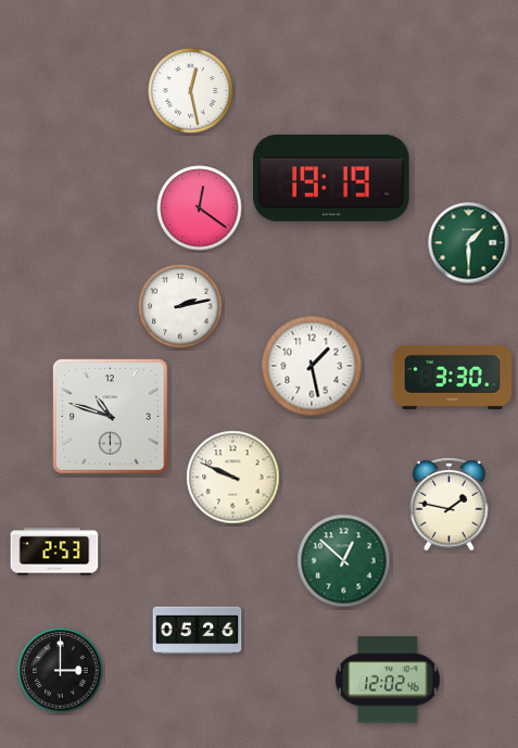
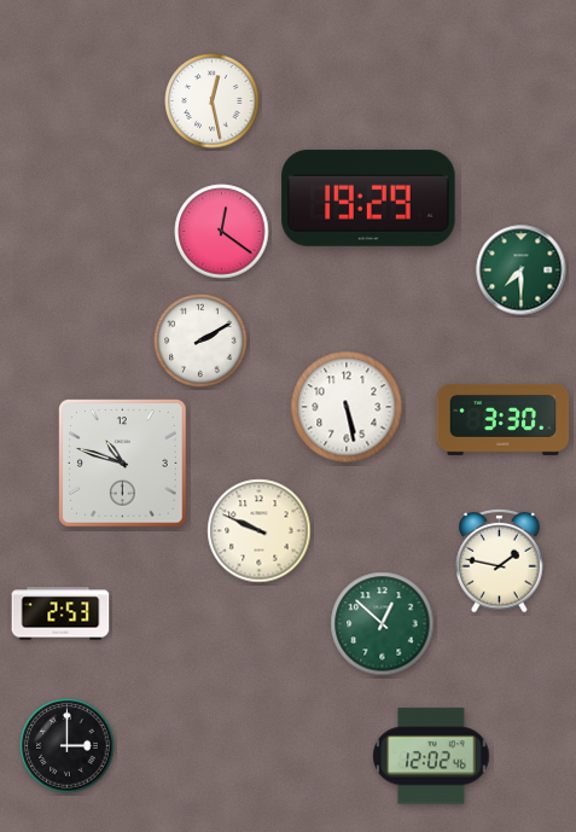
clock at (331, 178): 19:19 -> 19:29
clock at (469, 243): 1:30 -> 7:30
clock at (180, 306): 2:13 -> 2:10
clock at (312, 366): 1:28 -> 5:28
clock at (198, 631): 05:26 -> none
